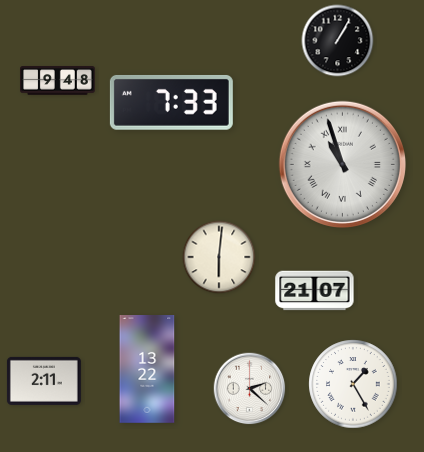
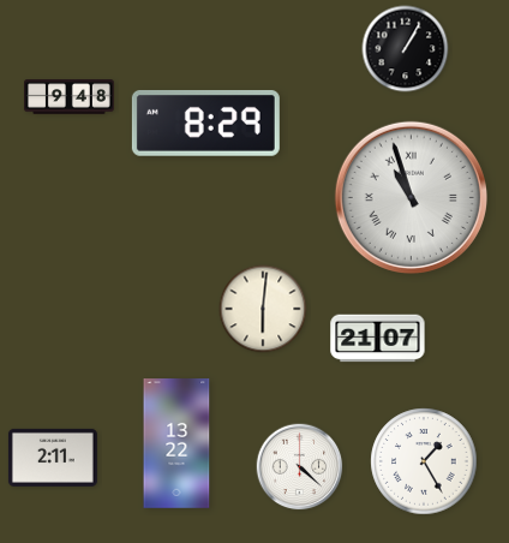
clock at (171, 102): 7:33 -> 8:29
clock at (315, 291) position: (315, 291) -> (378, 339)
clock at (250, 389): 2:22 -> 4:22
